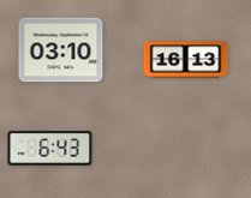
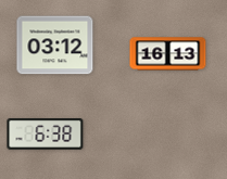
clock at (61, 50): 03:10 -> 03:12
clock at (50, 149): 6:43 -> 6:38
